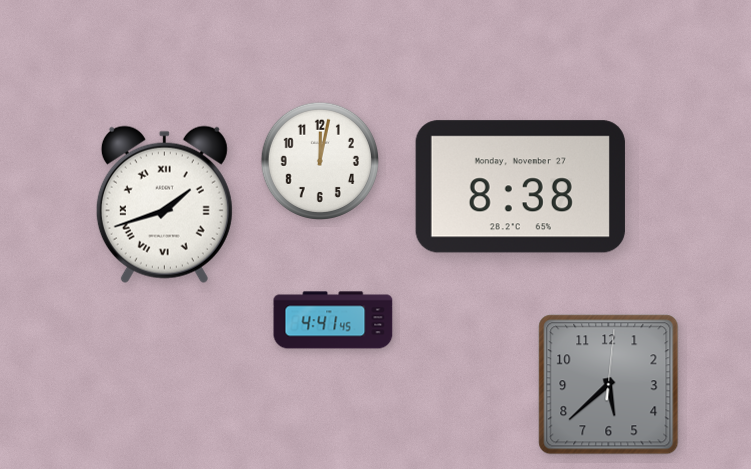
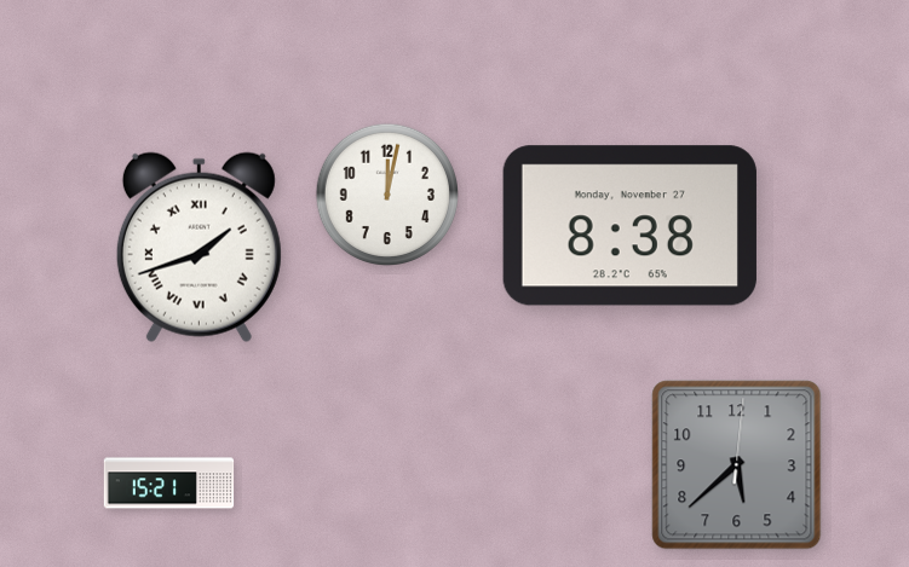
clock at (333, 320): 4:41 -> none
clock at (169, 484): none -> 15:21
